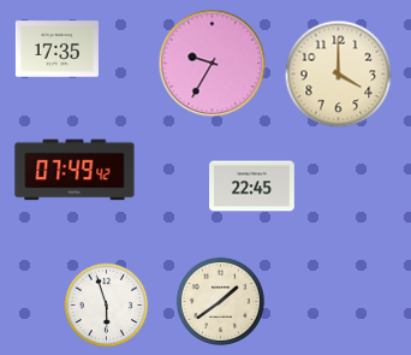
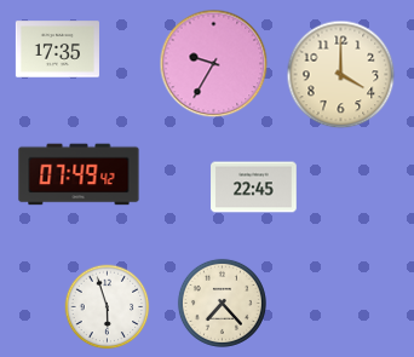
clock at (75, 170) position: (75, 170) -> (79, 174)
clock at (220, 301): 1:39 -> 7:23
